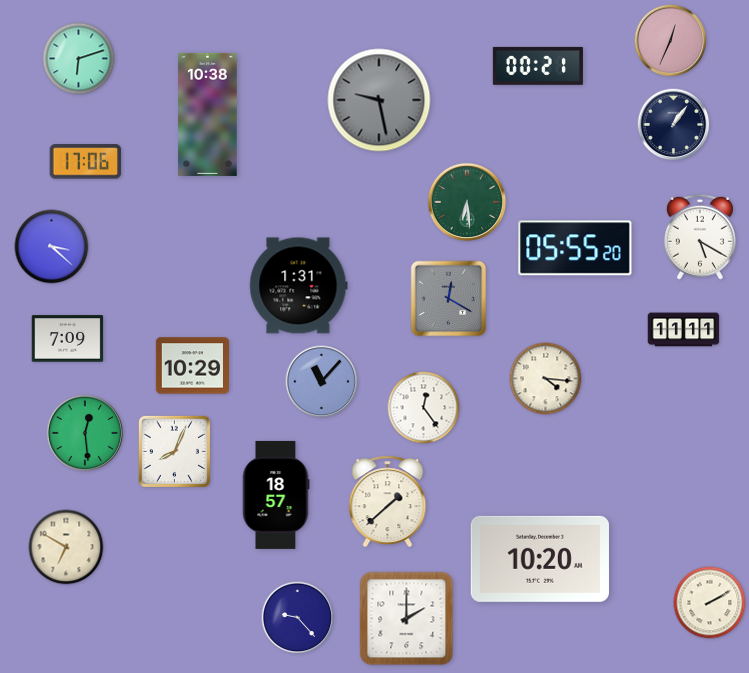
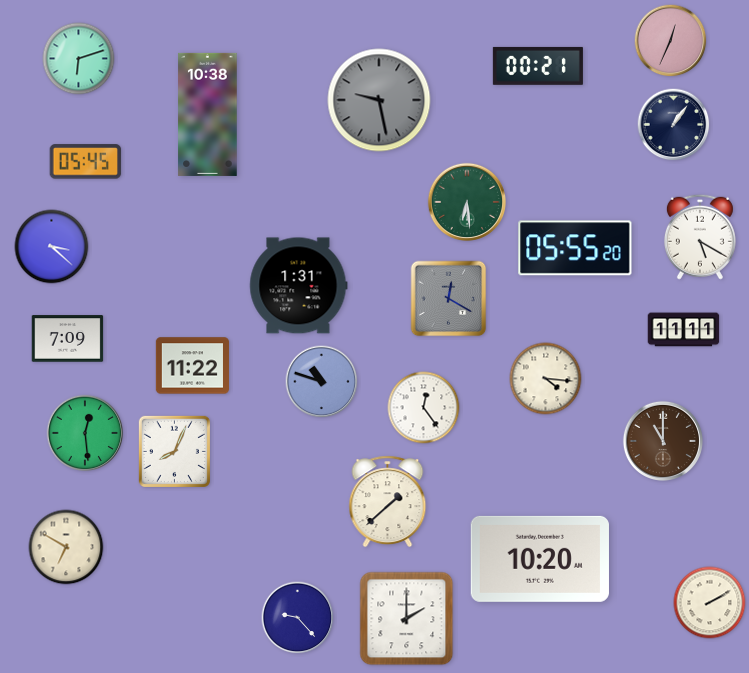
clock at (86, 162): 17:06 -> 05:45
clock at (192, 366): 10:29 -> 11:22
clock at (322, 382): 11:07 -> 10:48
clock at (663, 441): none -> 11:00
clock at (276, 495): 18:57 -> none
